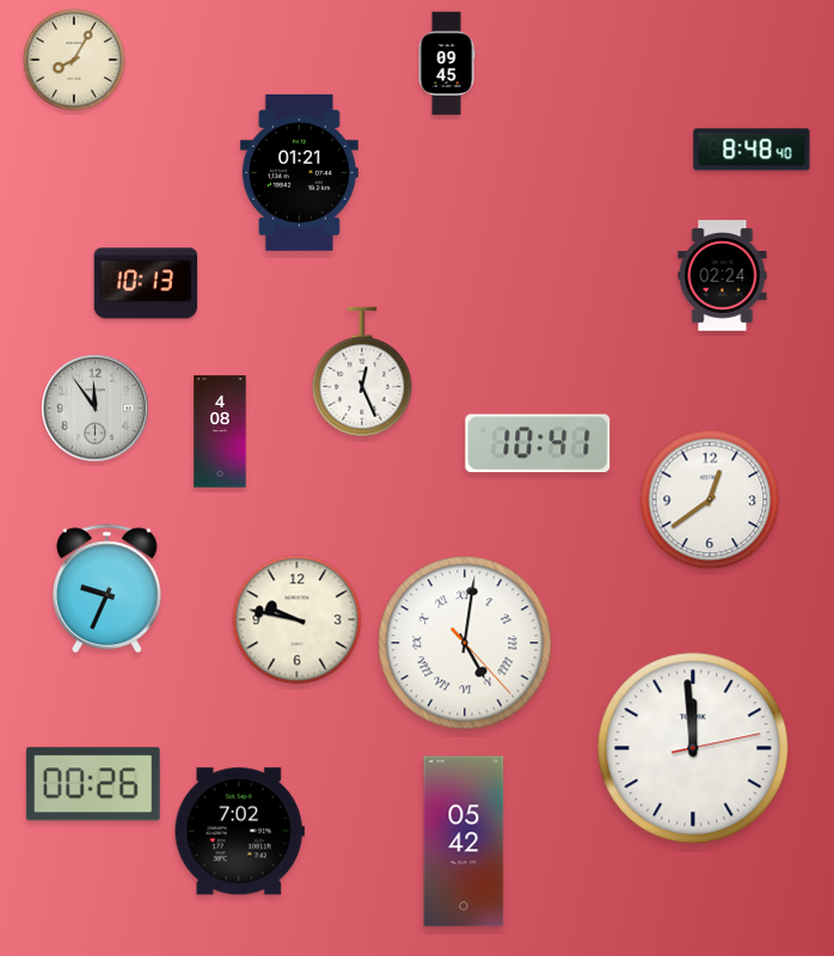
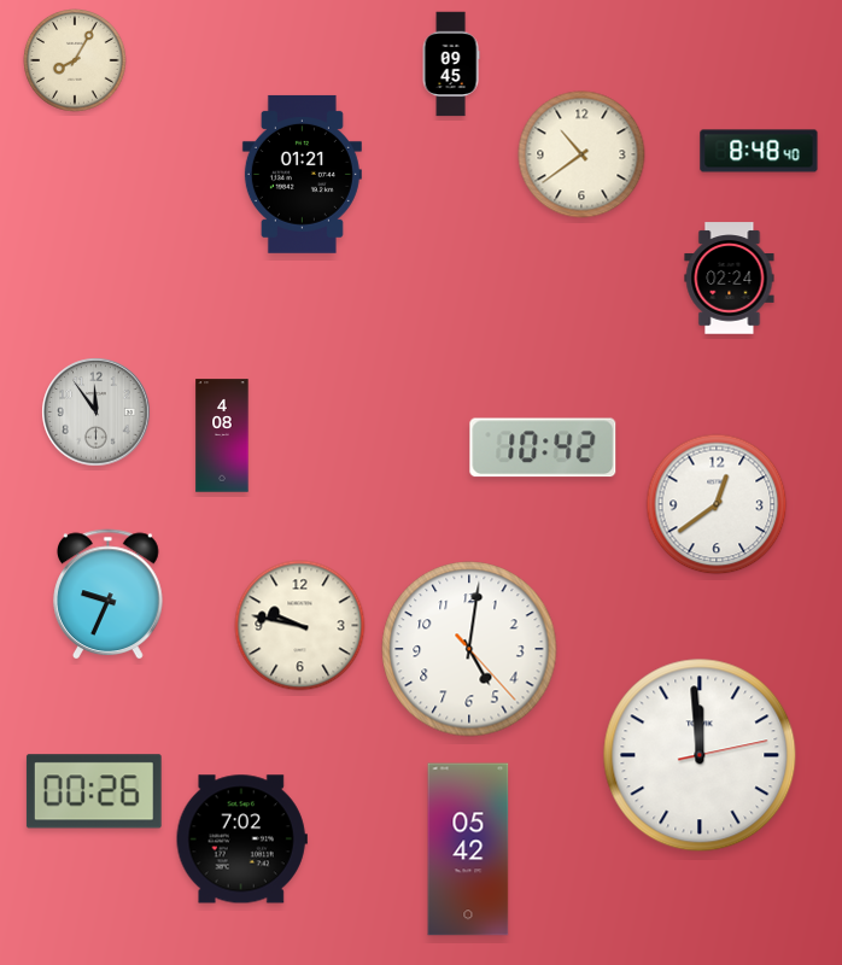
clock at (581, 154): none -> 10:39
clock at (146, 283): 10:13 -> none
clock at (362, 372): 12:26 -> none
clock at (538, 443): 10:41 -> 10:42
clock at (465, 643) numerals: Roman -> Arabic
